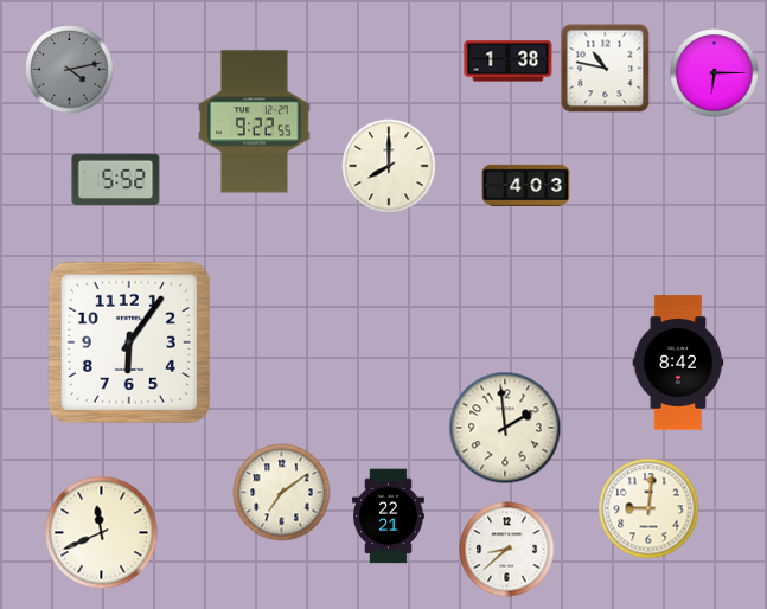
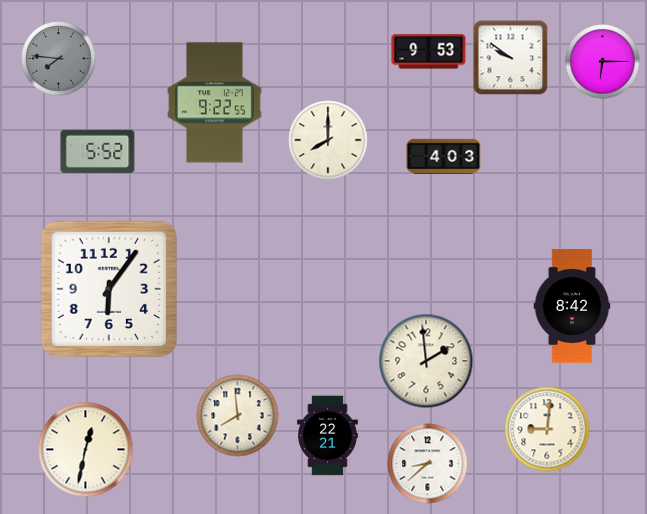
clock at (509, 62): 1:38 -> 9:53
clock at (606, 69): 10:47 -> 9:51
clock at (70, 70): 4:13 -> 7:46
clock at (282, 493): 7:09 -> 7:59
clock at (102, 533): 11:41 -> 12:32
